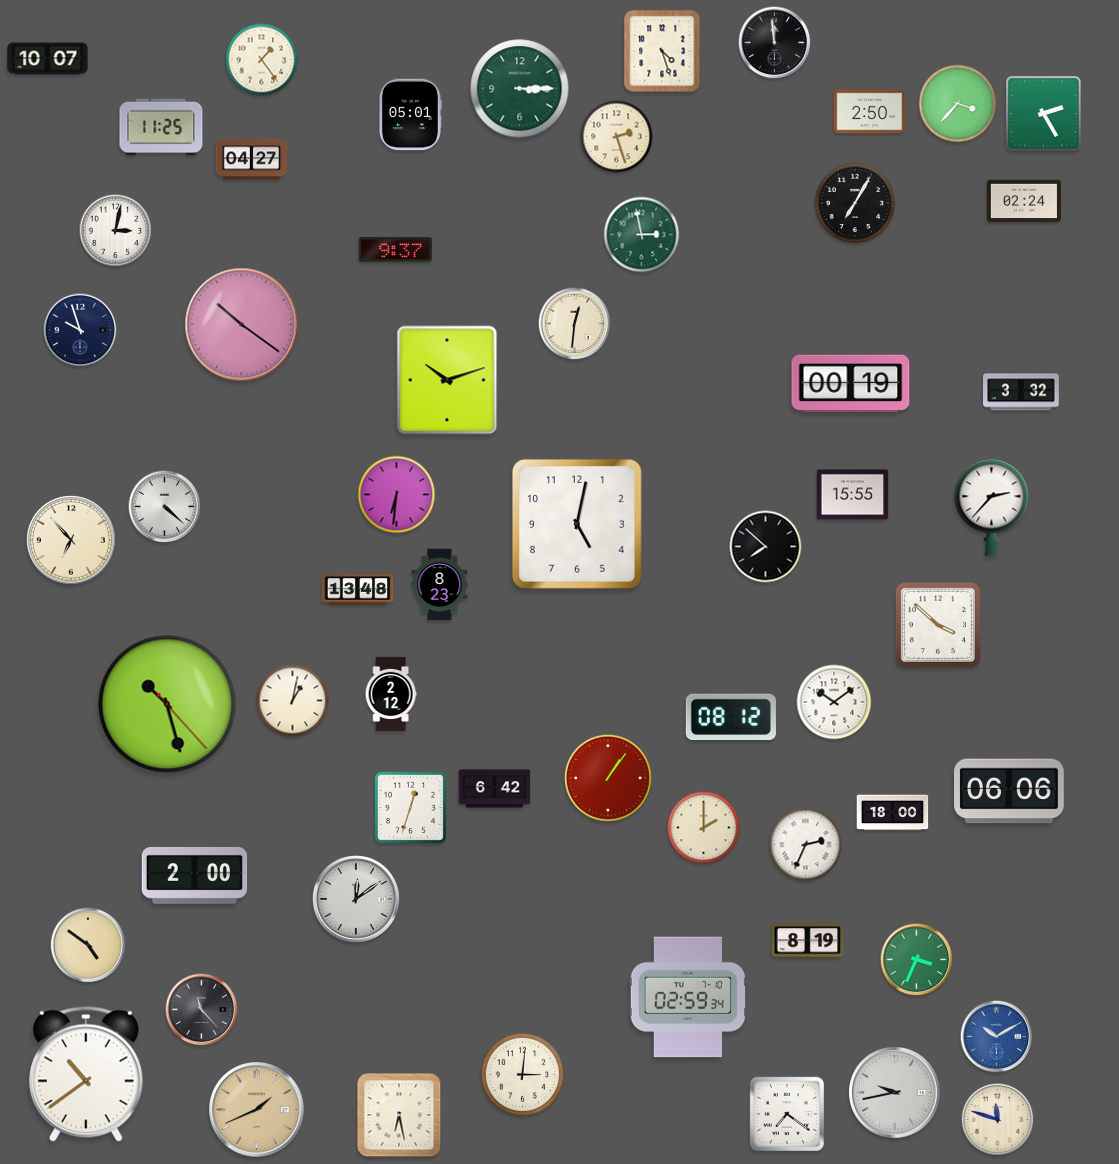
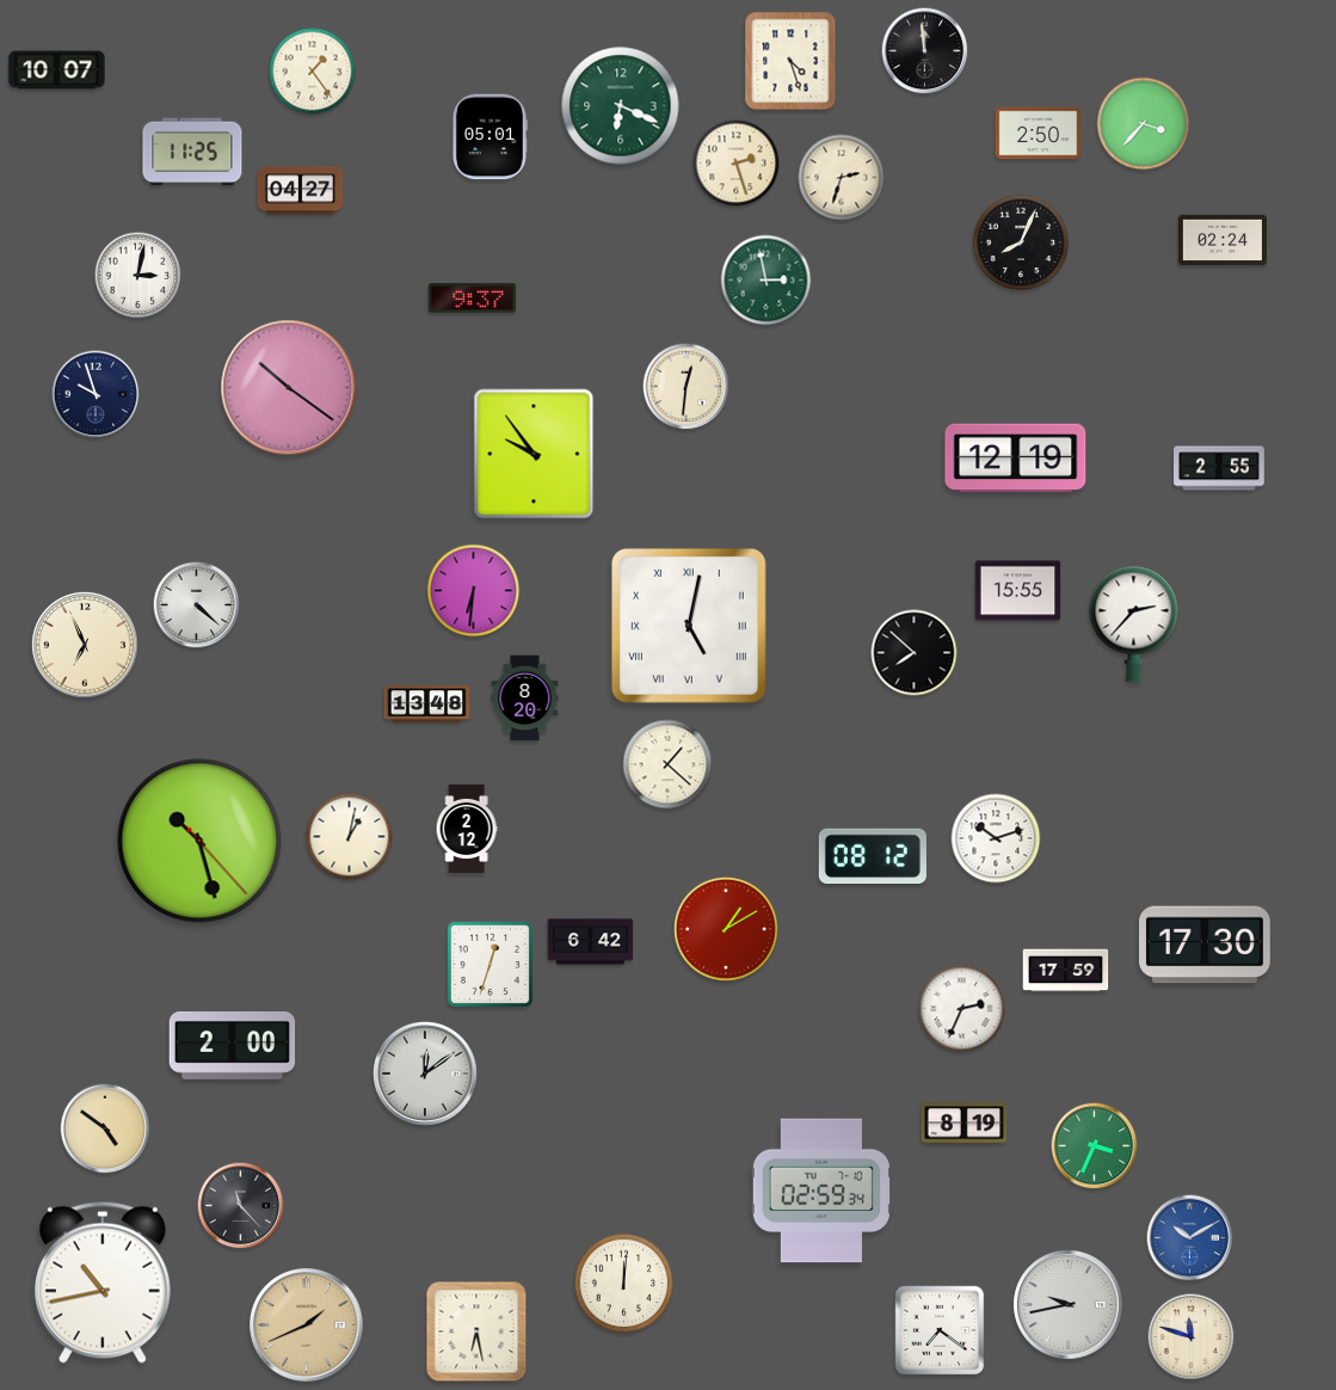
clock at (520, 89): 3:15 -> 6:19
clock at (1044, 114): 2:25 -> none
clock at (842, 178): none -> 2:33
clock at (855, 203): 7:05 -> 8:04
clock at (447, 380): 10:12 -> 9:54
clock at (851, 384): 00:19 -> 12:19
clock at (1022, 392): 3:32 -> 2:55
clock at (992, 507) position: (992, 507) -> (1134, 623)
clock at (577, 524) numerals: Arabic -> Roman
clock at (71, 540): 6:53 -> 6:56
clock at (440, 585): 8:23 -> 8:20
clock at (938, 625): 3:52 -> none
clock at (667, 764): none -> 1:22
clock at (834, 702): 10:09 -> 10:12
clock at (608, 778): 1:06 -> 1:10
clock at (1010, 791): 06:06 -> 17:30
clock at (893, 813): 18:00 -> 17:59
clock at (704, 828): 2:00 -> none
clock at (86, 1074): 10:39 -> 10:43
clock at (523, 1075): 3:01 -> 12:01
